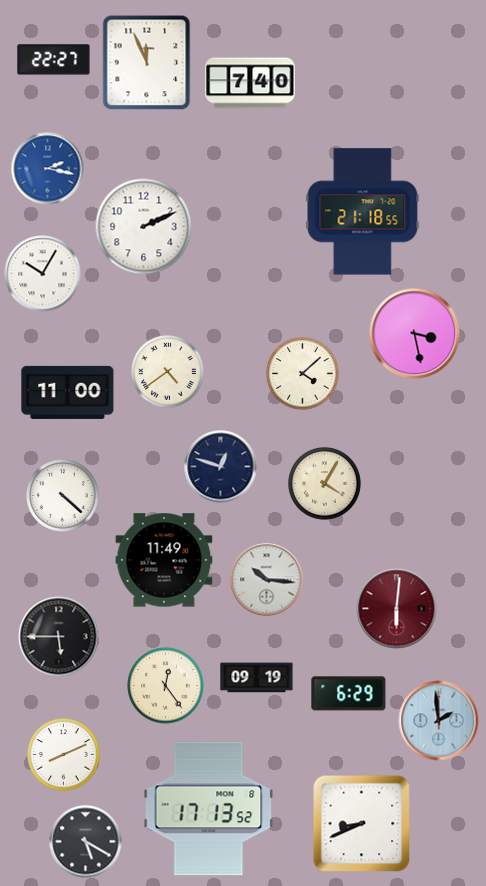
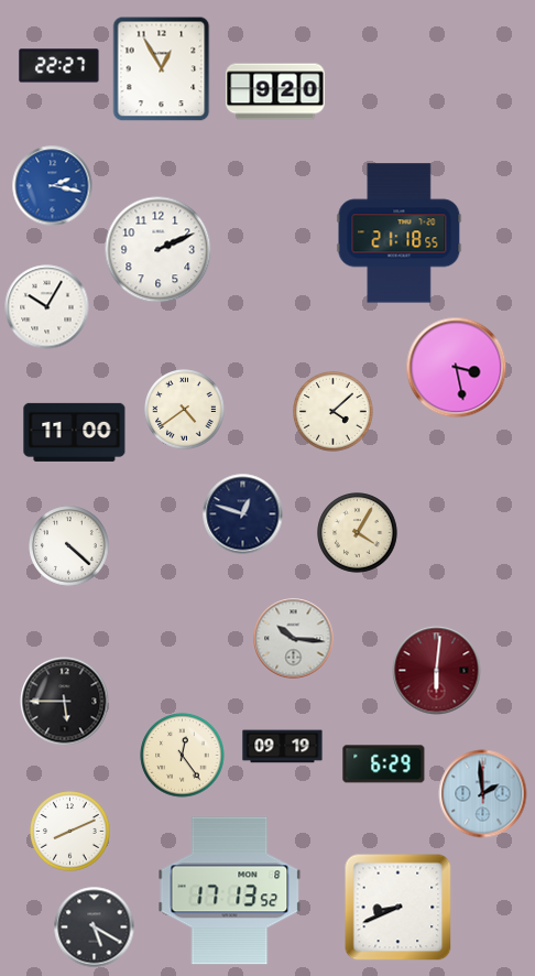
clock at (147, 63): 11:56 -> 12:55
clock at (250, 83): 7:40 -> 9:20
clock at (43, 274) position: (43, 274) -> (47, 307)
clock at (164, 560): 11:49 -> none
